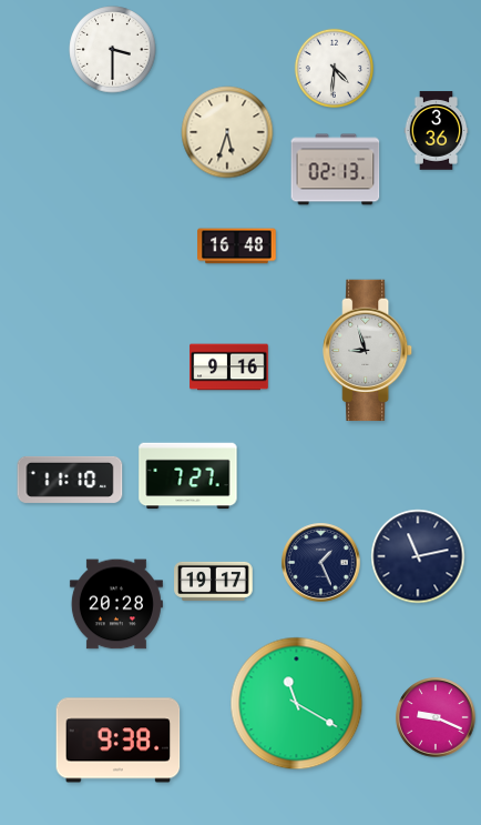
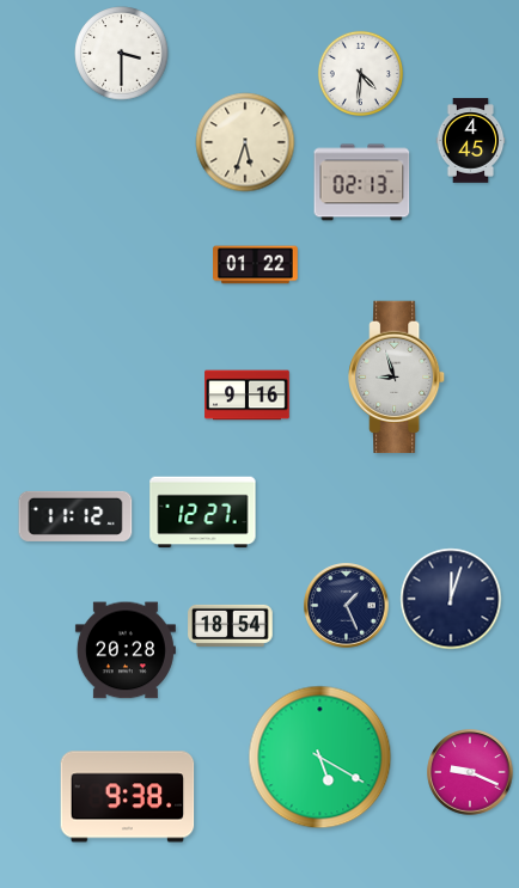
clock at (437, 131): 3:36 -> 4:45
clock at (237, 247): 16:48 -> 01:22
clock at (188, 476): 7:27 -> 12:27
clock at (70, 480): 11:10 -> 11:12
clock at (418, 556): 11:13 -> 12:03
clock at (214, 581): 19:17 -> 18:54
clock at (297, 704): 11:20 -> 5:20
